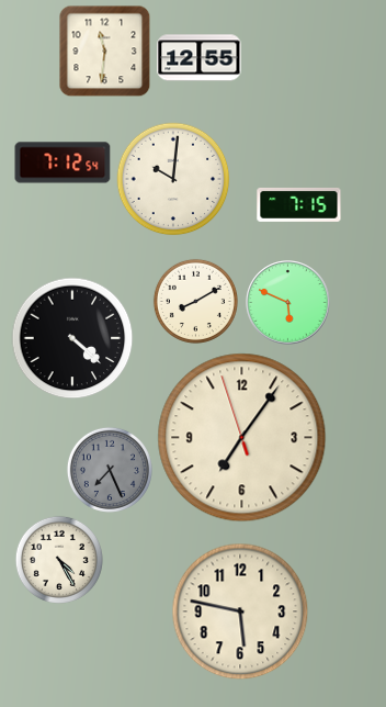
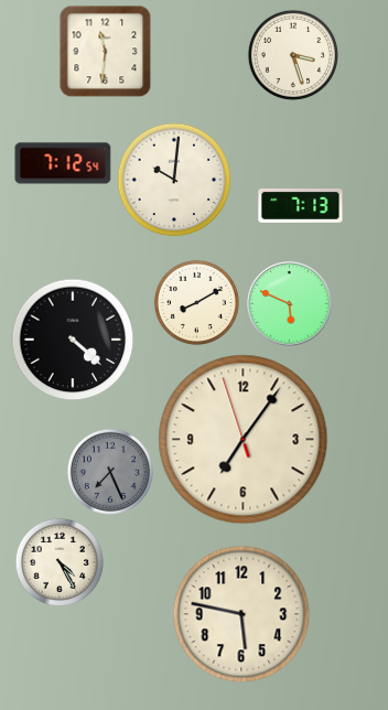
clock at (293, 55): none -> 3:27
clock at (200, 58): 12:55 -> none
clock at (299, 205): 7:15 -> 7:13
